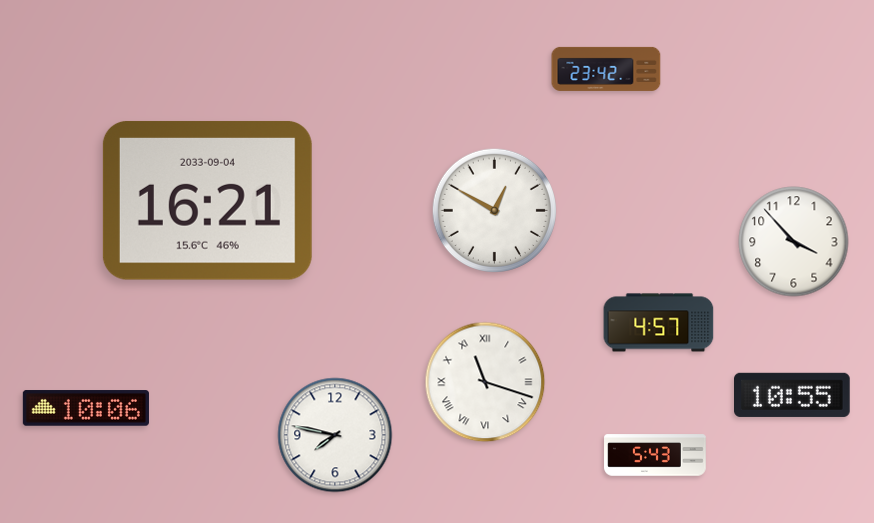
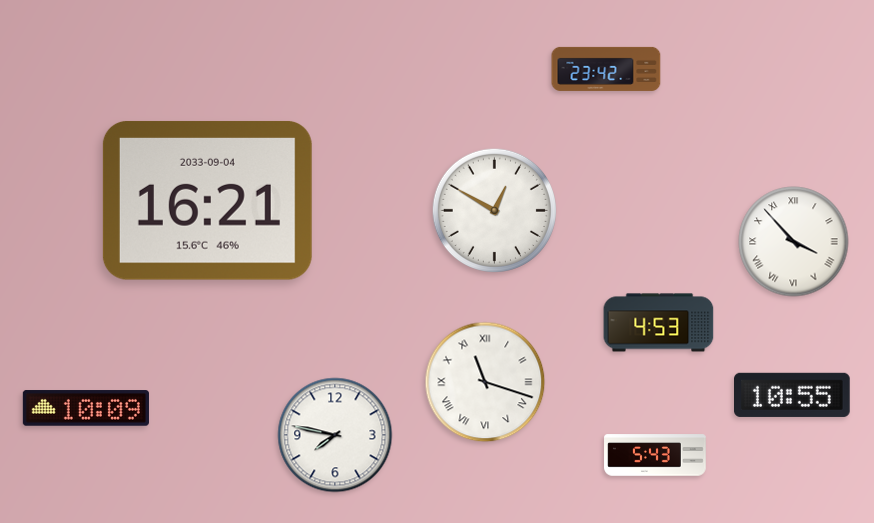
clock at (794, 242) numerals: Arabic -> Roman
clock at (659, 323): 4:57 -> 4:53
clock at (86, 408): 10:06 -> 10:09
